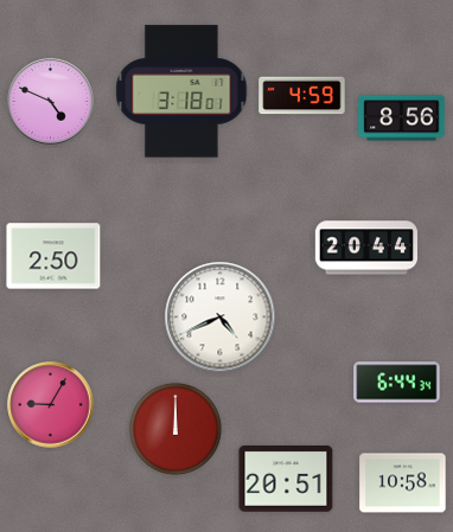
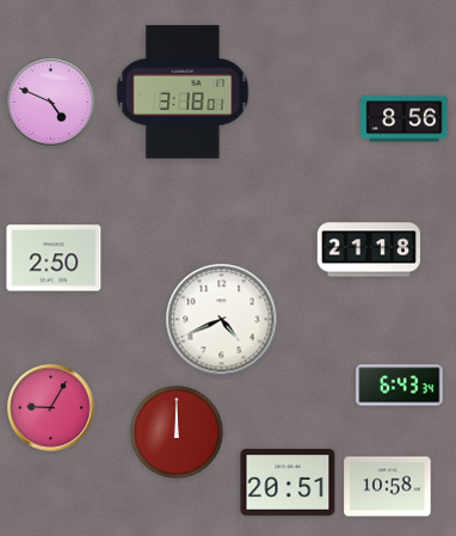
clock at (302, 96): 4:59 -> none
clock at (365, 248): 20:44 -> 21:18
clock at (397, 383): 6:44 -> 6:43
clock at (403, 483) position: (403, 483) -> (388, 487)
